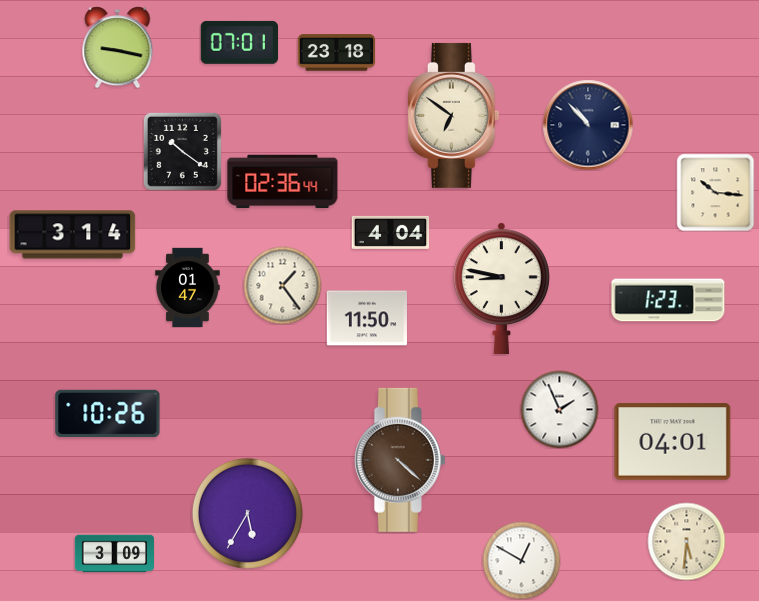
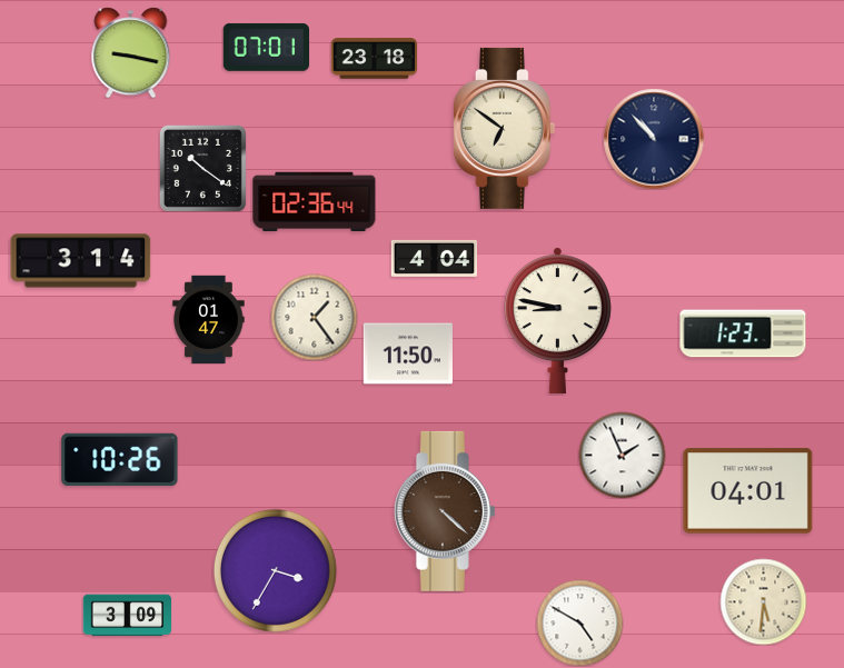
clock at (715, 192): 10:16 -> none
clock at (247, 513): 5:35 -> 3:35
clock at (521, 560): 12:50 -> 4:50
